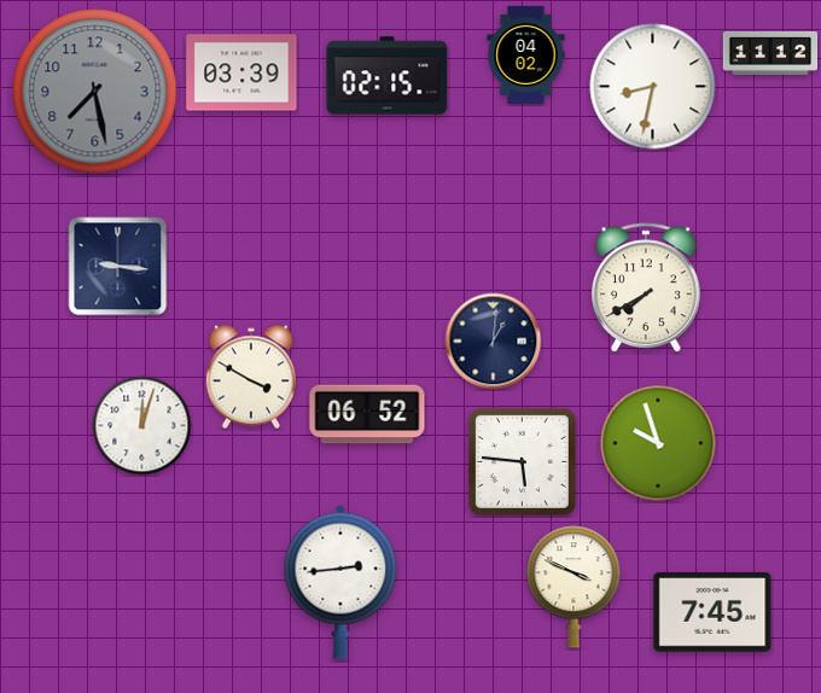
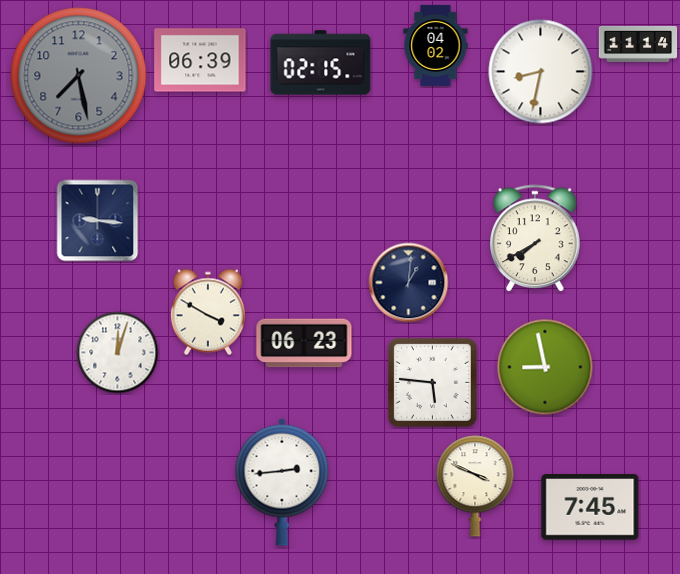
clock at (770, 53): 11:12 -> 11:14
clock at (241, 72): 03:39 -> 06:39
clock at (367, 414): 06:52 -> 06:23
clock at (658, 443): 9:57 -> 8:58
